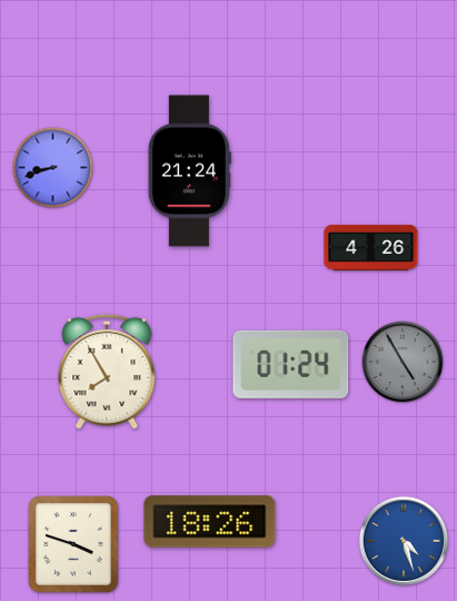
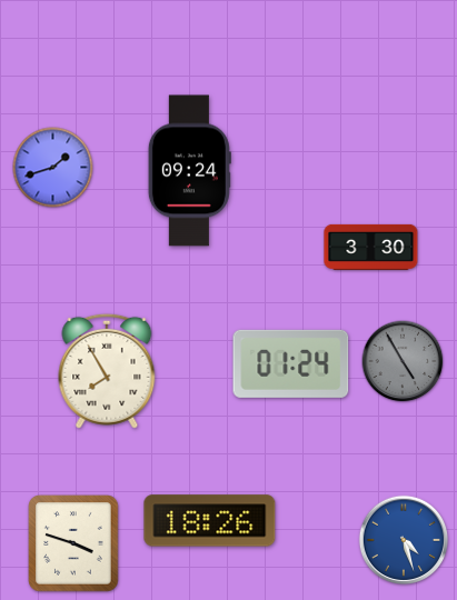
clock at (53, 168): 8:42 -> 1:42
clock at (189, 171): 21:24 -> 09:24
clock at (371, 247): 4:26 -> 3:30
